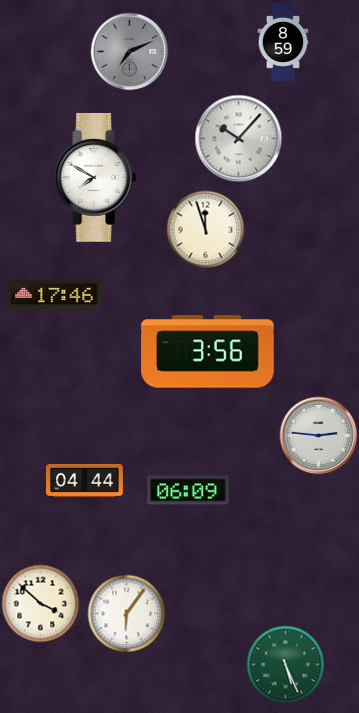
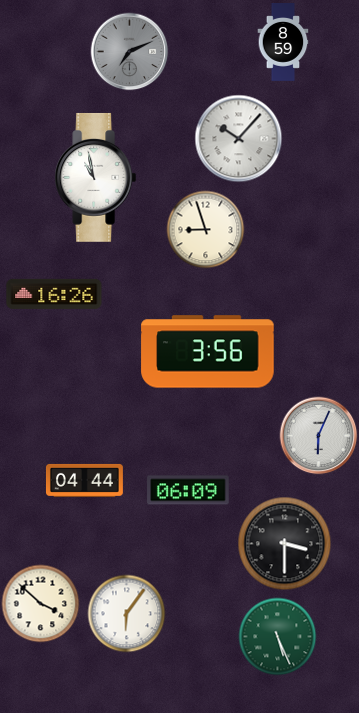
clock at (96, 177): 7:50 -> 10:58
clock at (205, 229): 11:57 -> 8:57
clock at (54, 294): 17:46 -> 16:26
clock at (318, 435): 2:46 -> 6:04
clock at (284, 543): none -> 3:30
clock at (285, 664) position: (285, 664) -> (277, 636)
